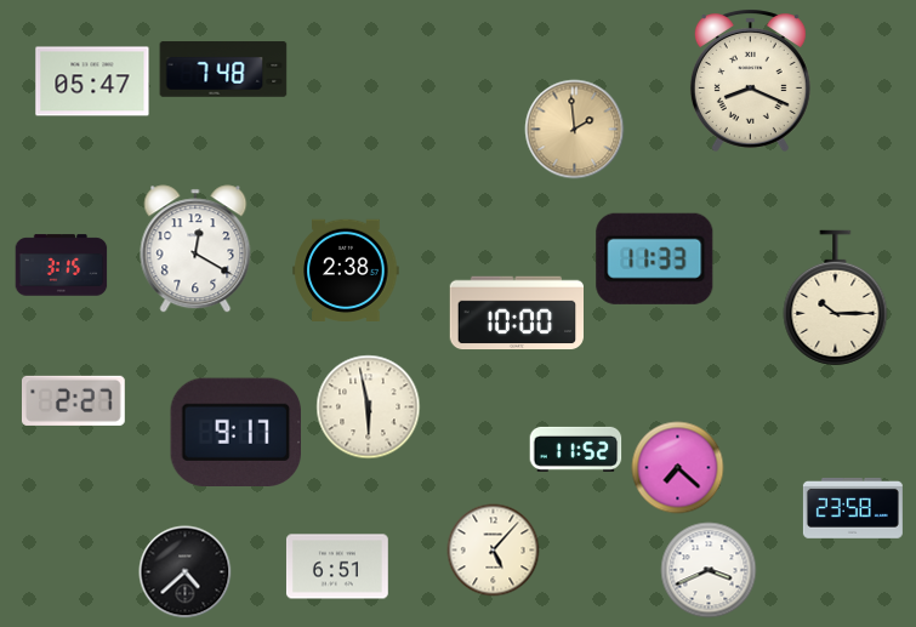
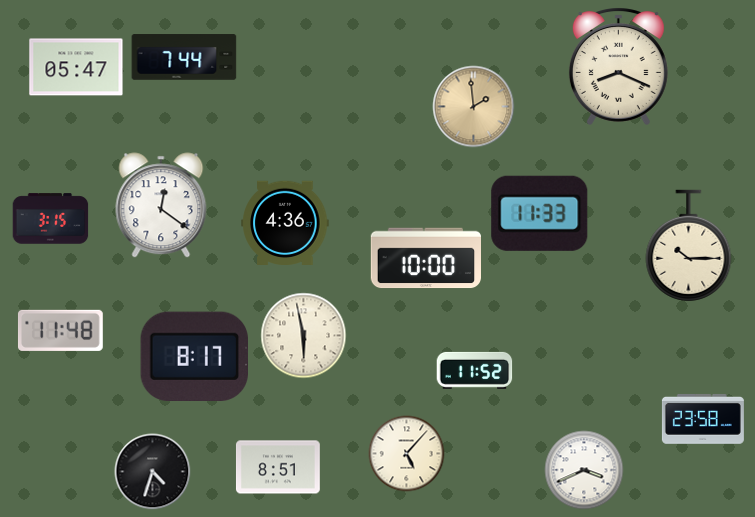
clock at (223, 69): 7:48 -> 7:44
clock at (195, 249): 12:20 -> 12:21
clock at (346, 269): 2:38 -> 4:36
clock at (73, 400): 2:27 -> 11:48
clock at (235, 432): 9:17 -> 8:17
clock at (678, 468): 7:22 -> none
clock at (337, 566): 6:51 -> 8:51
clock at (186, 572): 4:38 -> 4:33
